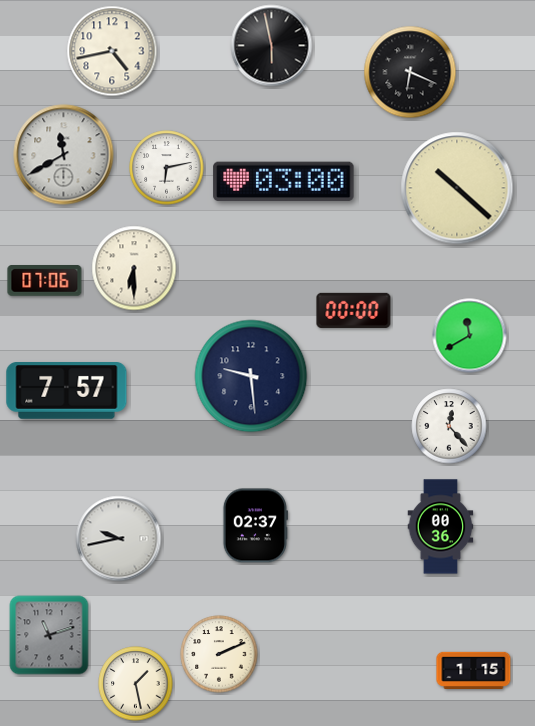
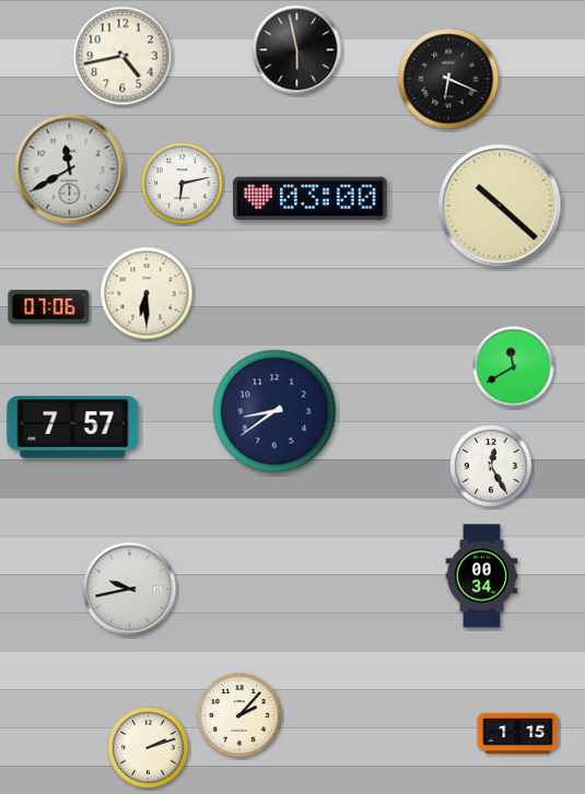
clock at (354, 310): 00:00 -> none
clock at (251, 376): 9:29 -> 8:39
clock at (449, 426): 12:23 -> 12:25
clock at (255, 526): 02:37 -> none
clock at (441, 527): 00:36 -> 00:34
clock at (49, 635): 11:12 -> none
clock at (219, 654): 2:11 -> 2:07
clock at (136, 684): 1:28 -> 2:12
